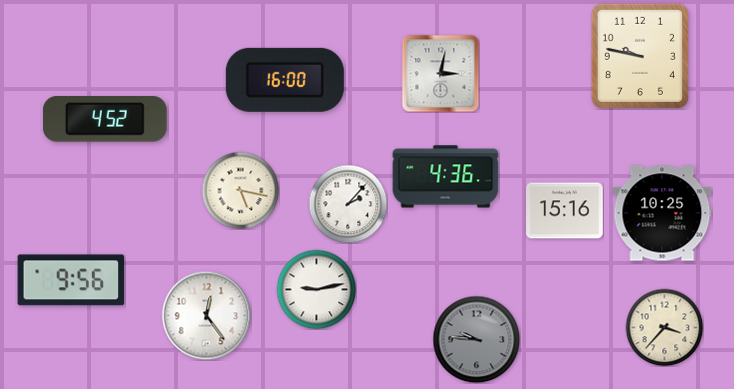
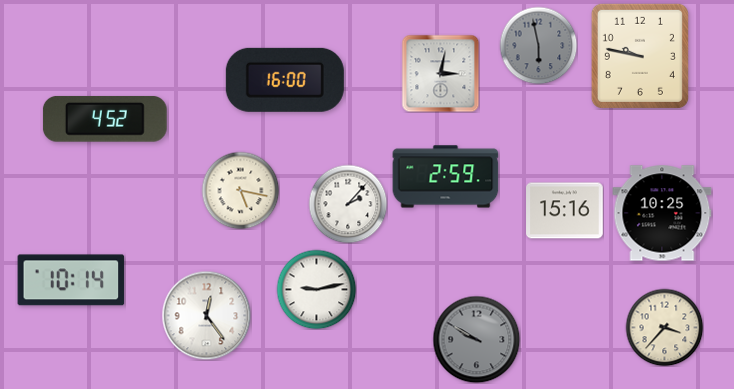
clock at (538, 45): none -> 5:58
clock at (446, 177): 4:36 -> 2:59
clock at (71, 280): 9:56 -> 10:14
clock at (476, 339): 9:46 -> 9:50
